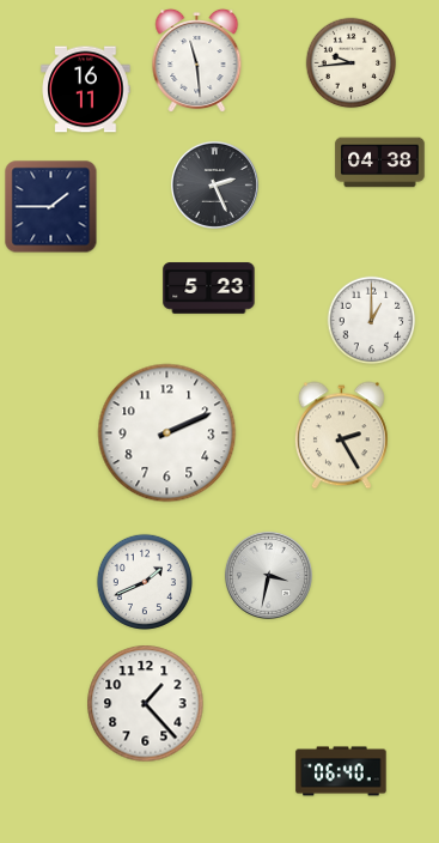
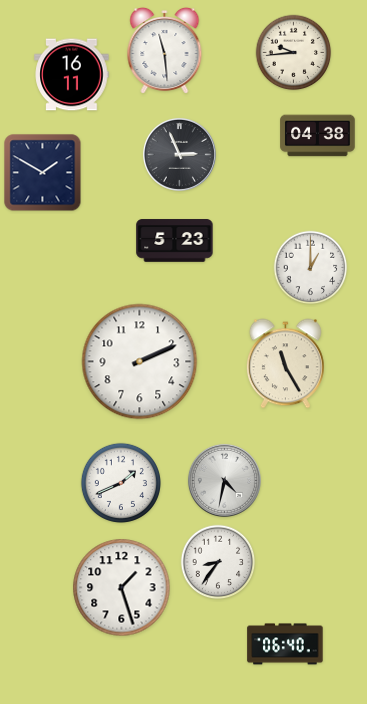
clock at (214, 184): 2:26 -> 2:56
clock at (51, 207): 1:45 -> 1:50
clock at (341, 436): 2:25 -> 11:25
clock at (268, 575): 3:32 -> 4:32
clock at (145, 582) position: (145, 582) -> (121, 483)
clock at (218, 562): none -> 8:36
clock at (146, 704): 1:23 -> 1:27
